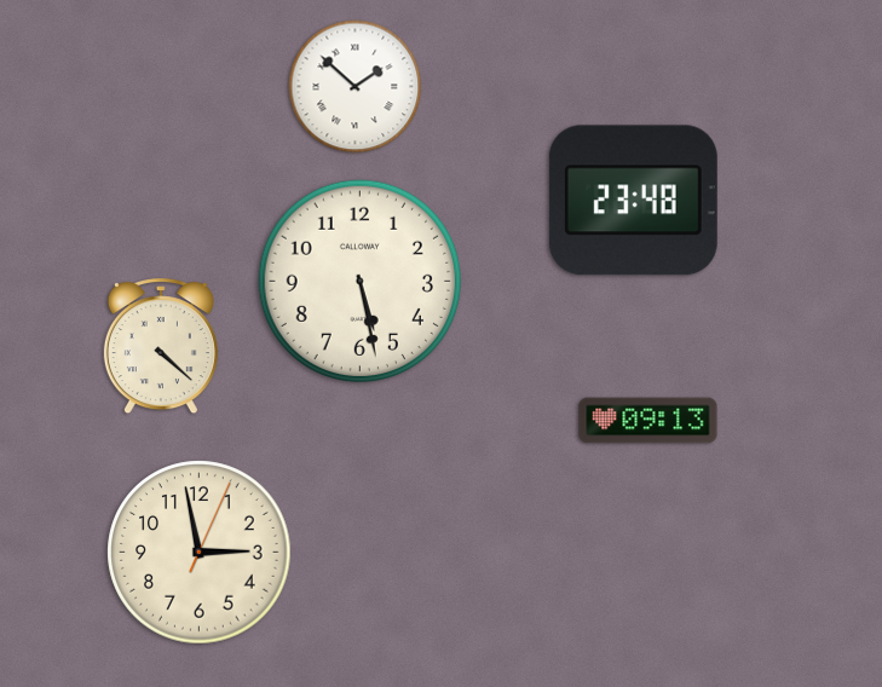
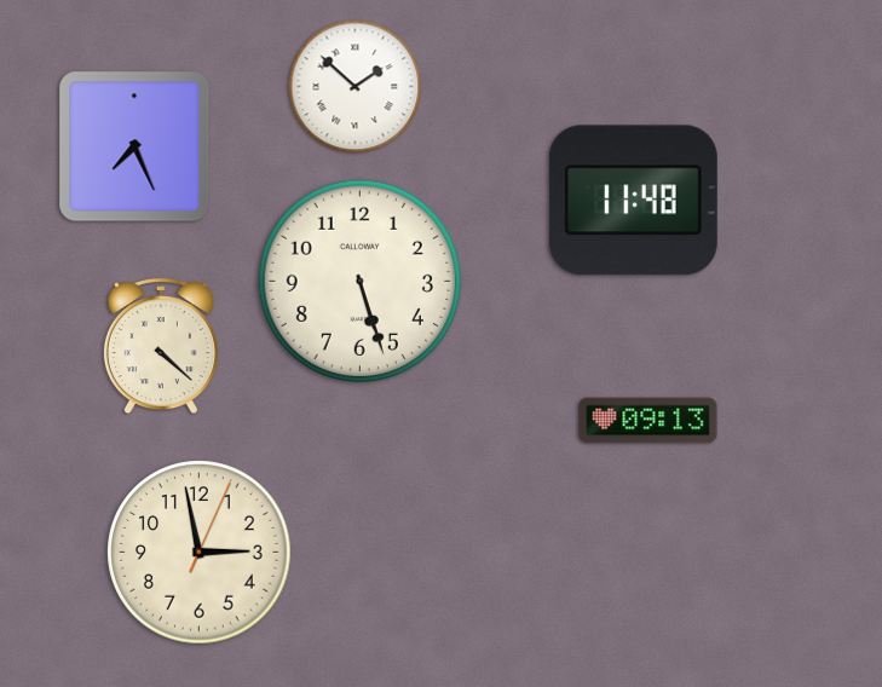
clock at (134, 146): none -> 7:26
clock at (633, 201): 23:48 -> 11:48
clock at (359, 281): 5:28 -> 5:27
